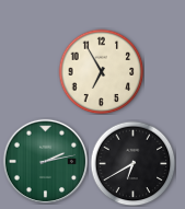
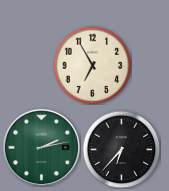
clock at (132, 163): 6:40 -> 6:37
